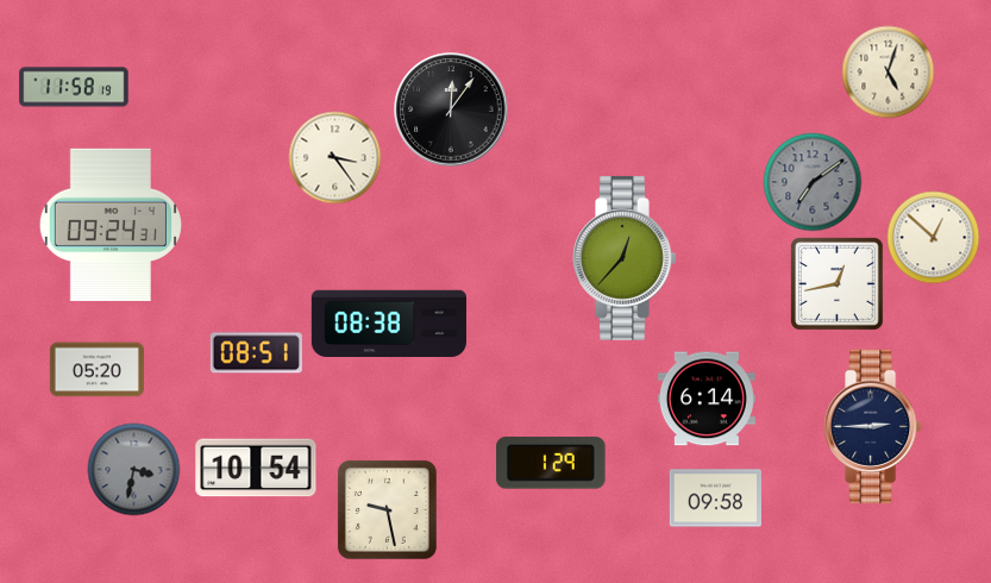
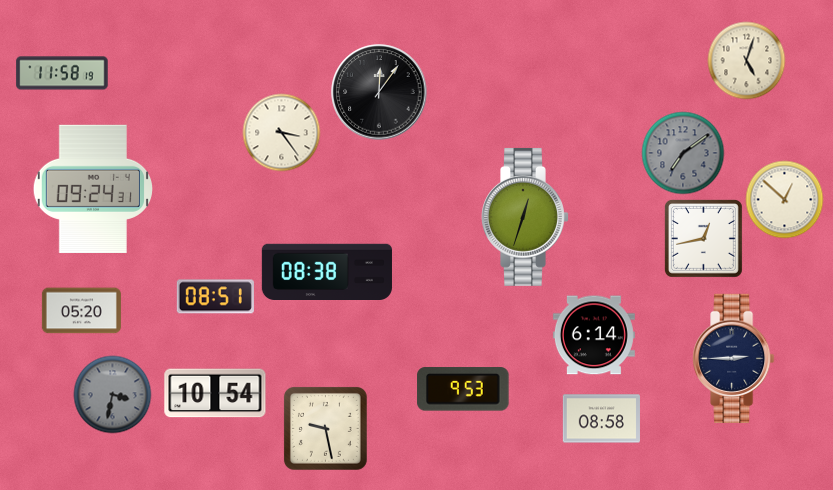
clock at (625, 258): 12:37 -> 12:33
clock at (551, 463): 1:29 -> 9:53
clock at (715, 499): 09:58 -> 08:58
